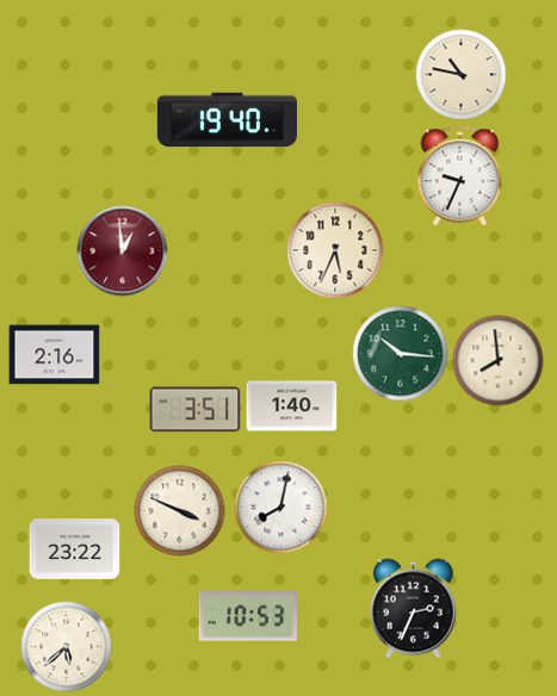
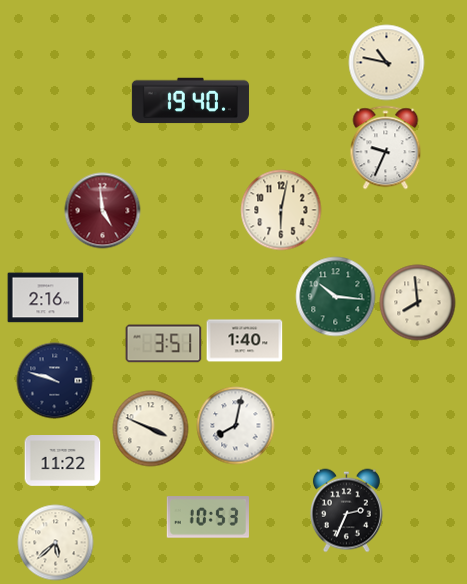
clock at (335, 250): 5:34 -> 6:02
clock at (123, 251): 12:59 -> 4:59
clock at (55, 381): none -> 9:48
clock at (75, 549): 23:22 -> 11:22
